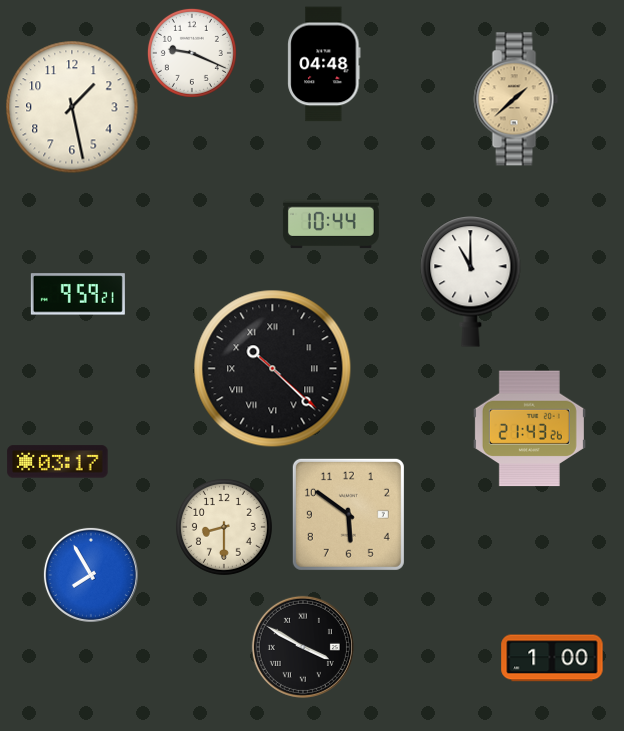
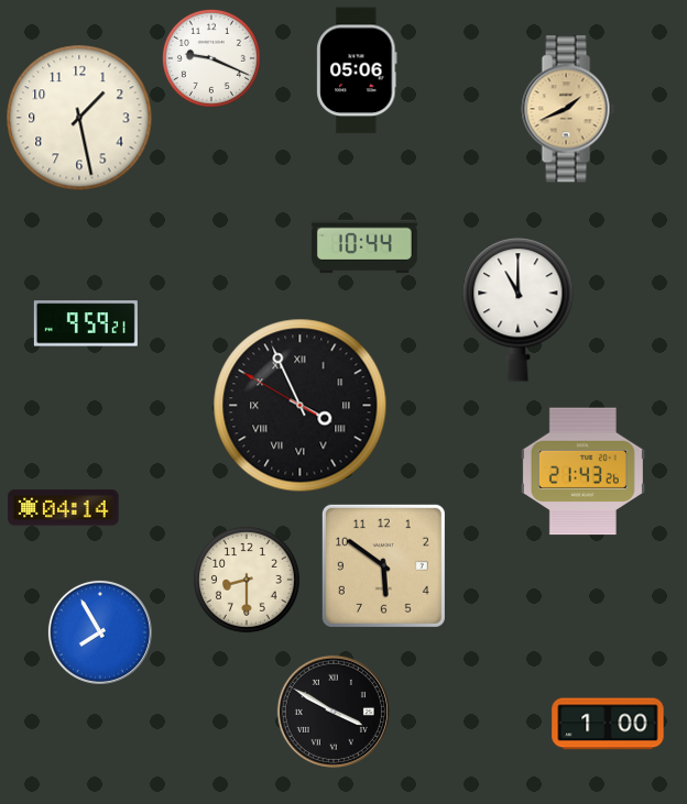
clock at (324, 64): 04:48 -> 05:06
clock at (516, 99): 1:38 -> 1:41
clock at (273, 369): 10:22 -> 3:55
clock at (58, 462): 03:17 -> 04:14
